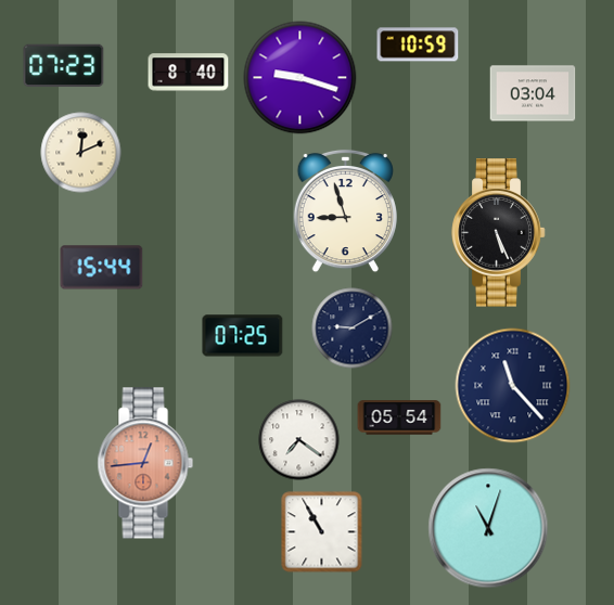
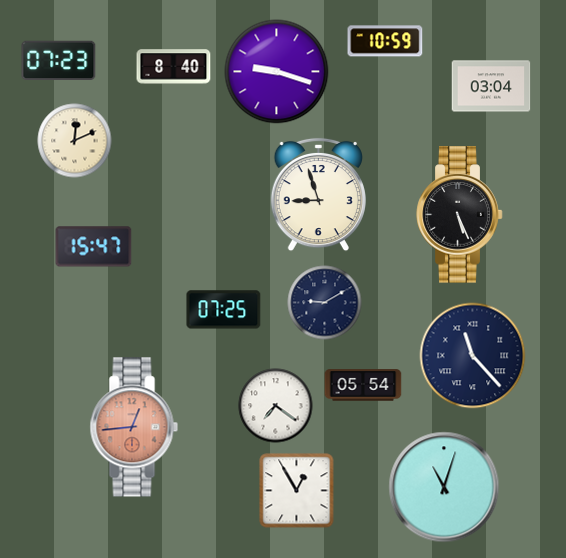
clock at (102, 268): 15:44 -> 15:47
clock at (399, 417) position: (399, 417) -> (363, 385)
clock at (488, 528) position: (488, 528) -> (444, 487)
clock at (322, 532): 10:55 -> 12:55
